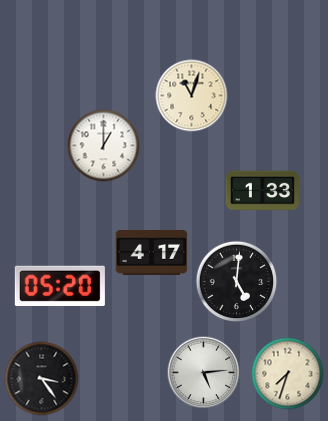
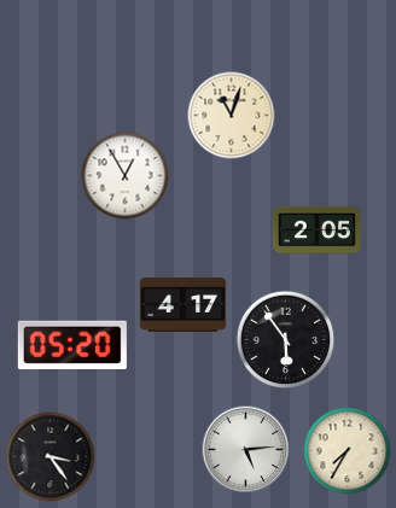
clock at (104, 146): 1:00 -> 12:55
clock at (262, 191): 1:33 -> 2:05
clock at (237, 282): 5:01 -> 5:54
clock at (288, 374): 7:33 -> 7:35
